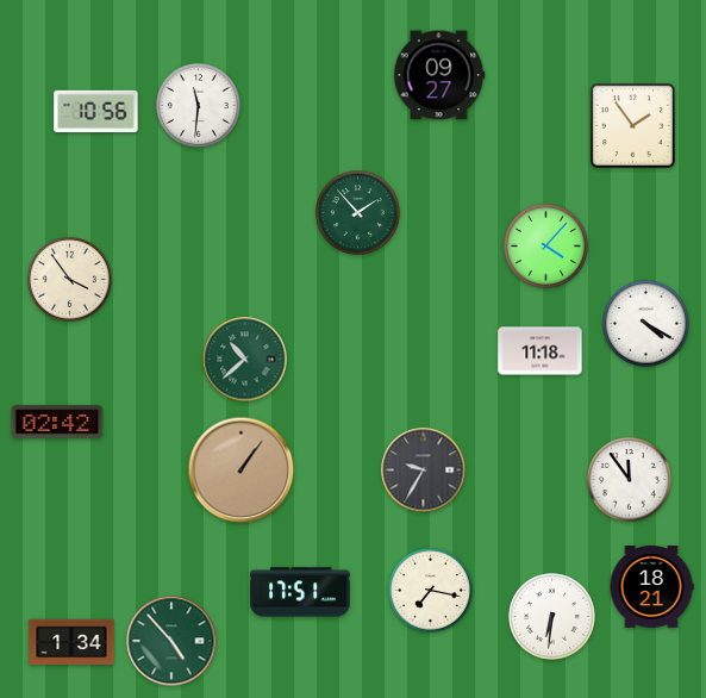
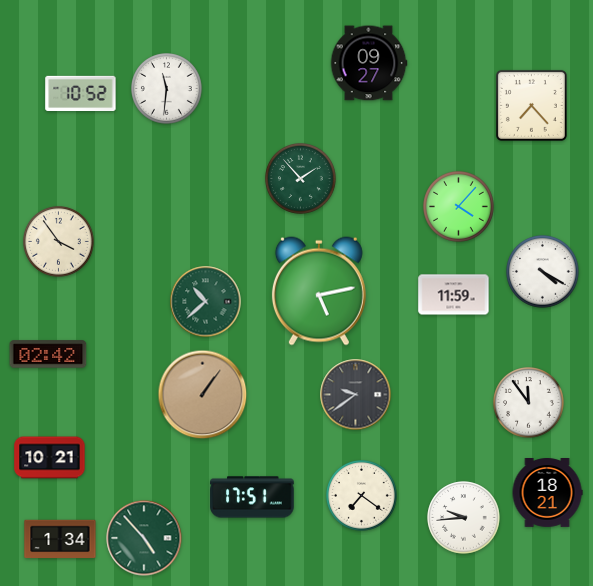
clock at (96, 111): 10:56 -> 10:52
clock at (632, 125): 1:54 -> 7:23
clock at (70, 280) position: (70, 280) -> (59, 242)
clock at (319, 291): none -> 5:13
clock at (541, 351): 11:18 -> 11:59
clock at (424, 470): 9:35 -> 9:39
clock at (50, 458): none -> 10:21
clock at (431, 591): 7:17 -> 7:21
clock at (552, 617): 6:31 -> 9:44
